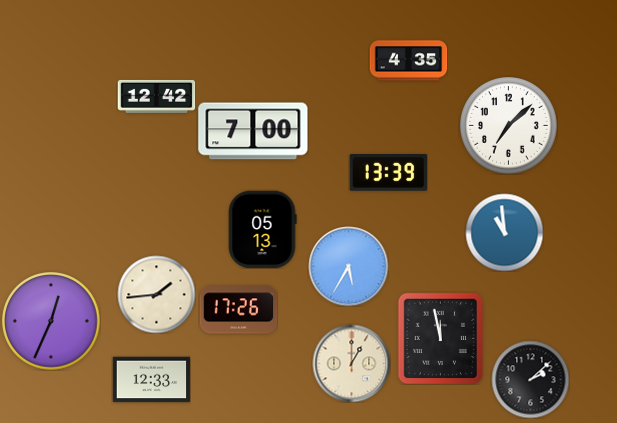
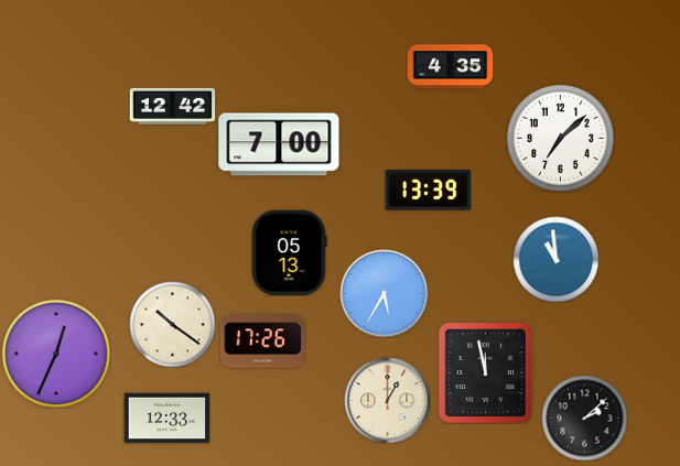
clock at (504, 232) position: (504, 232) -> (555, 259)
clock at (156, 294): 1:44 -> 10:21
